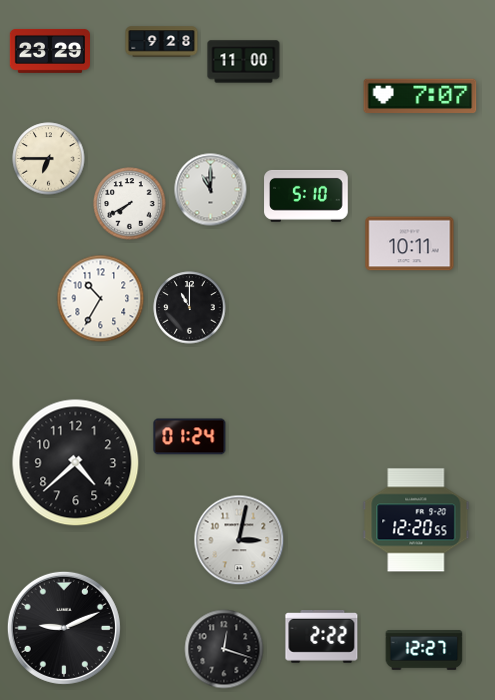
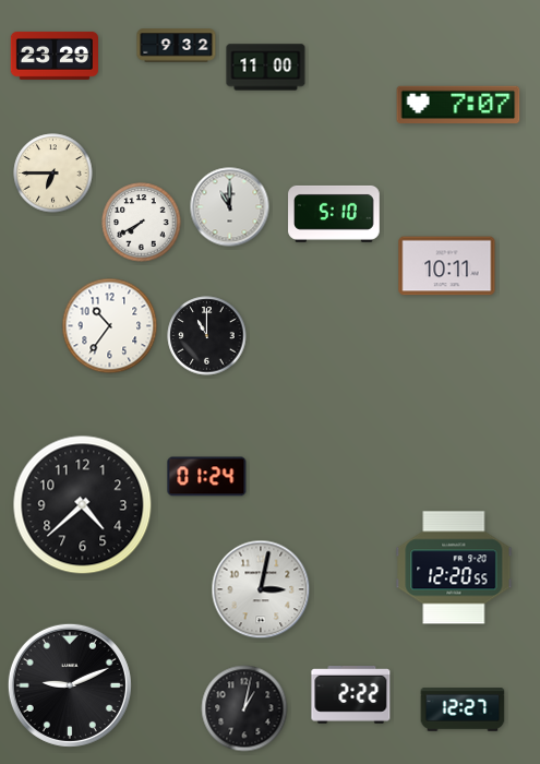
clock at (162, 42): 9:28 -> 9:32
clock at (101, 299): 10:35 -> 10:36
clock at (224, 649): 12:18 -> 1:02
